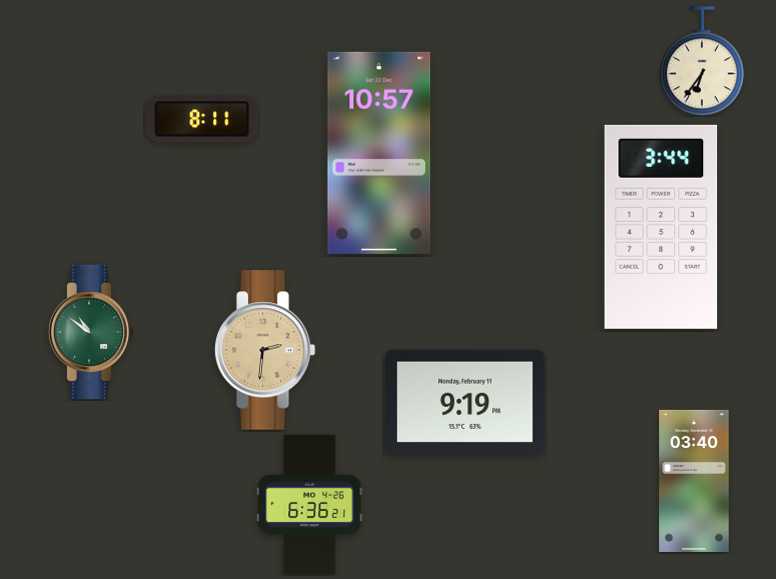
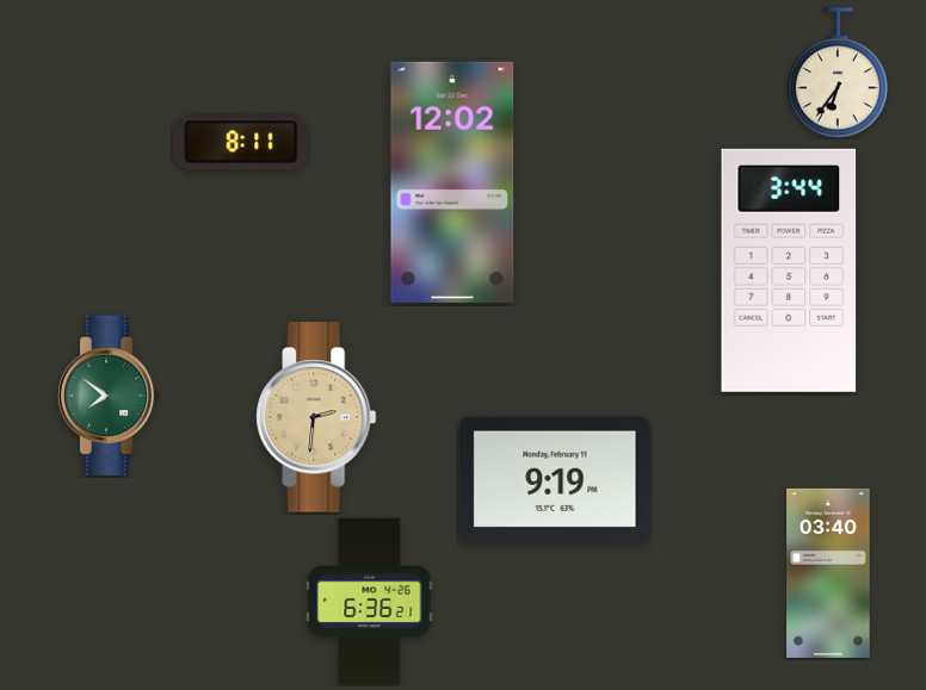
clock at (379, 153): 10:57 -> 12:02
clock at (91, 332): 10:51 -> 7:51
